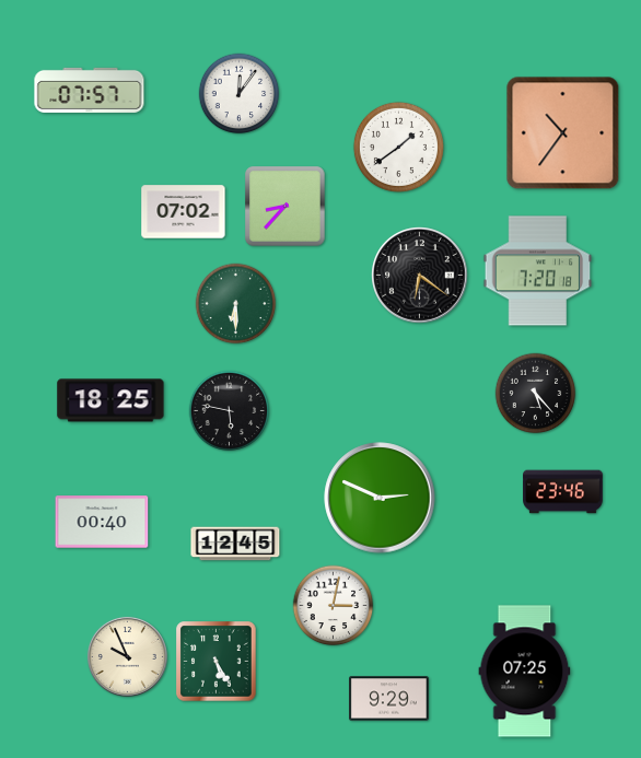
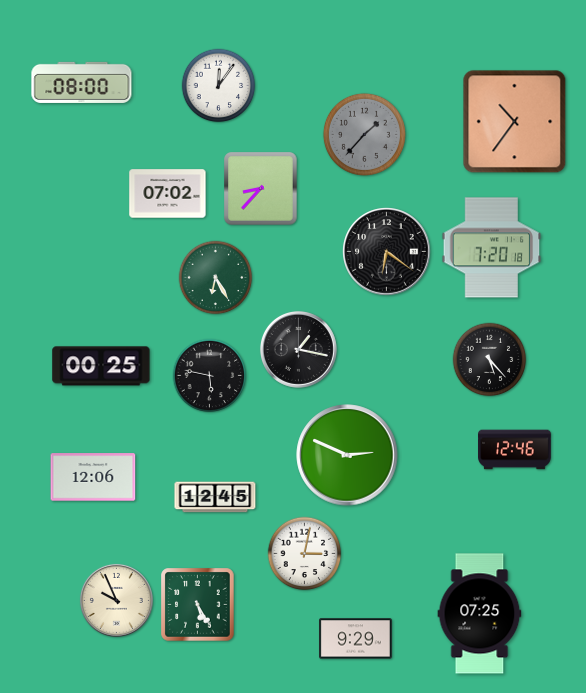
clock at (90, 90): 07:57 -> 08:00
clock at (398, 147): 1:39 -> 1:37
clock at (398, 147) dial: white -> grey
clock at (420, 276) position: (420, 276) -> (387, 252)
clock at (236, 304): 6:30 -> 6:25
clock at (298, 349): none -> 1:17
clock at (110, 400): 18:25 -> 00:25
clock at (563, 492): 23:46 -> 12:46
clock at (102, 522): 00:40 -> 12:06
